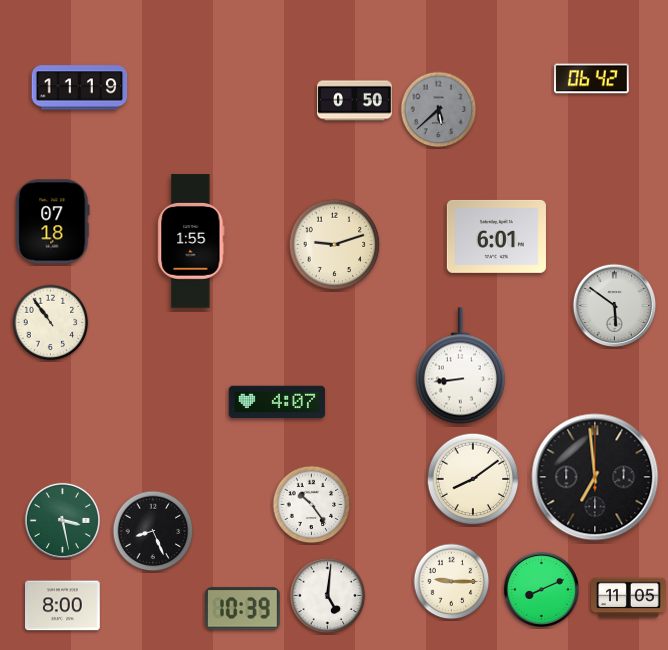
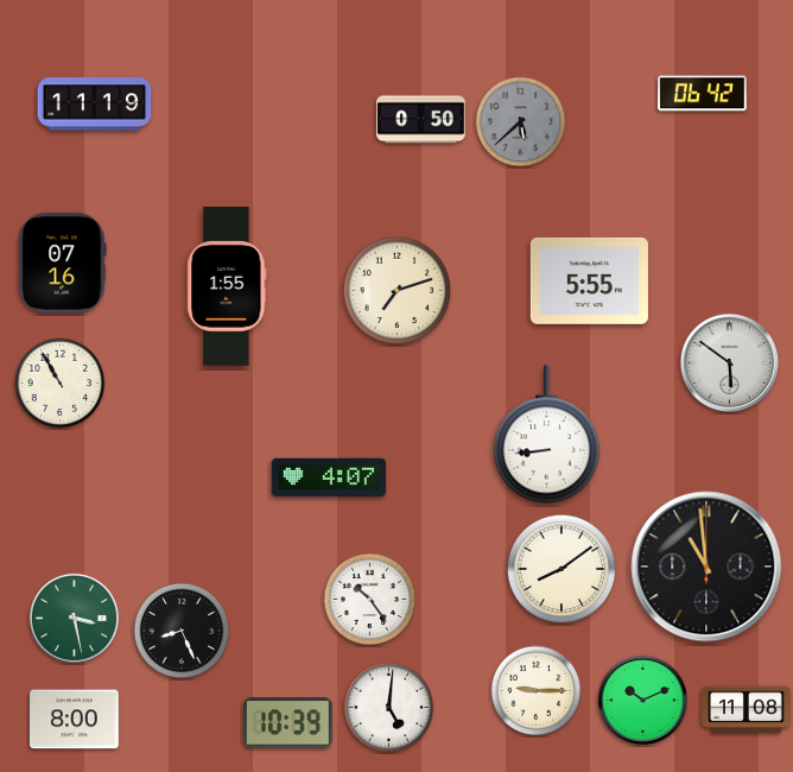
clock at (439, 110) position: (439, 110) -> (521, 122)
clock at (53, 222): 07:18 -> 07:16
clock at (496, 236): 6:01 -> 5:55
clock at (335, 245): 9:12 -> 7:12
clock at (51, 323): 10:54 -> 10:55
clock at (595, 477): 6:59 -> 10:59
clock at (541, 589): 8:11 -> 10:11
clock at (629, 598): 11:05 -> 11:08
